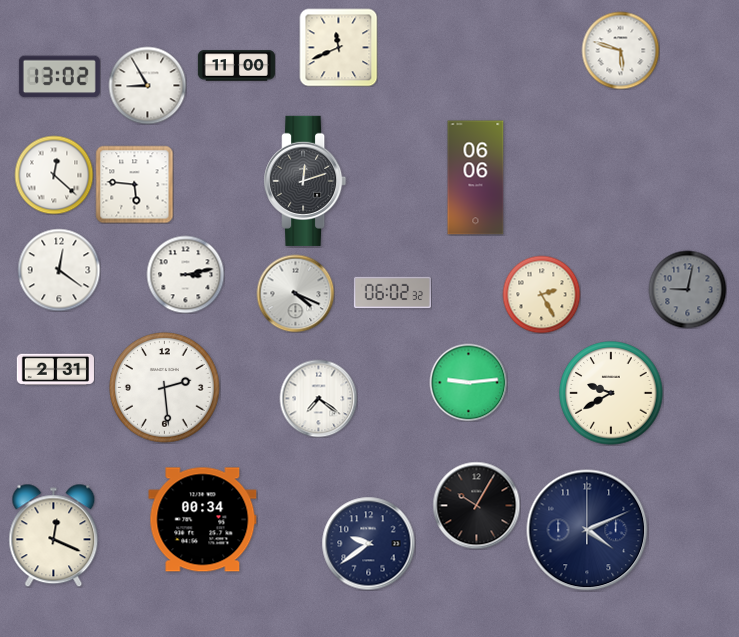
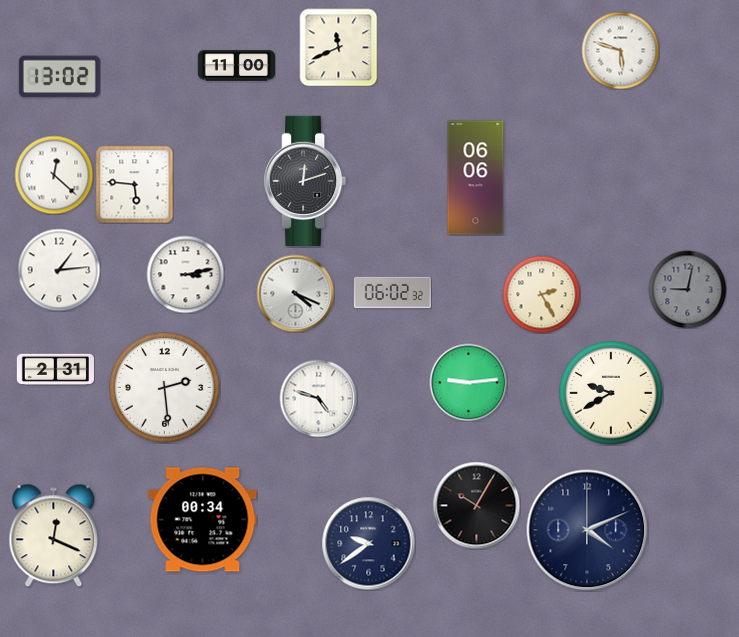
clock at (147, 85): 8:55 -> none
clock at (59, 270): 12:21 -> 1:14
clock at (318, 398): 7:21 -> 4:48
